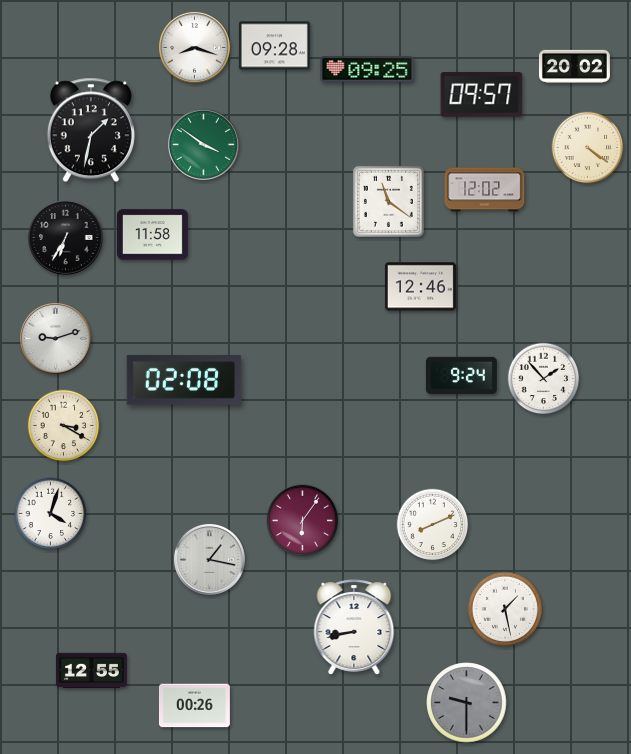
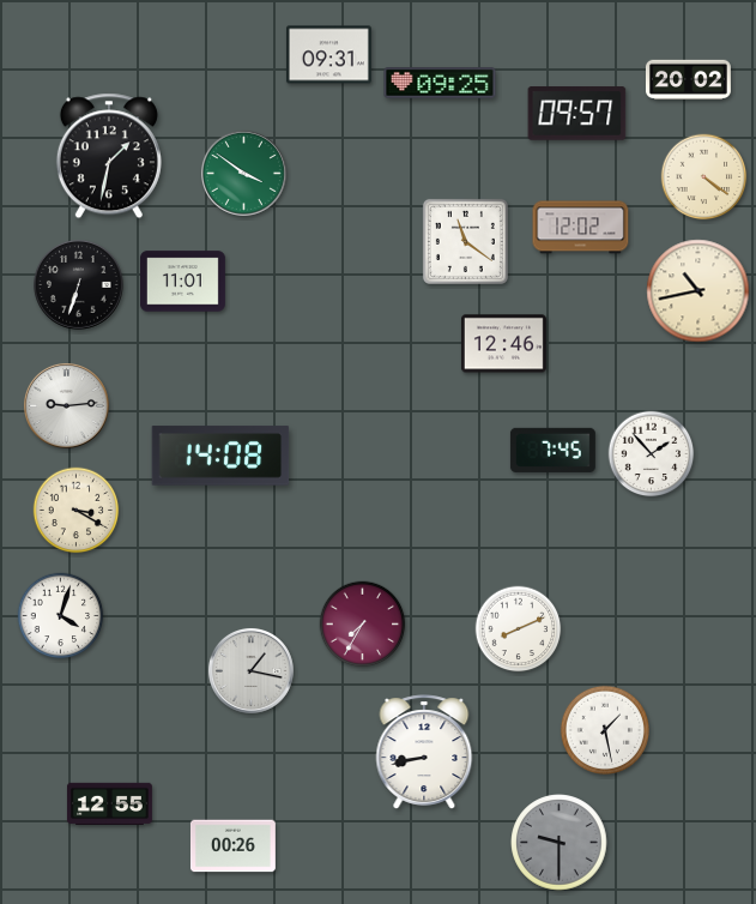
clock at (274, 46): 09:28 -> 09:31
clock at (194, 47): 8:18 -> none
clock at (152, 235): 11:58 -> 11:01
clock at (66, 238): 6:35 -> 6:33
clock at (698, 291): none -> 10:43
clock at (55, 338): 9:12 -> 9:14
clock at (461, 375): 9:24 -> 7:45
clock at (184, 380): 02:08 -> 14:08
clock at (303, 521): 6:06 -> 7:35
